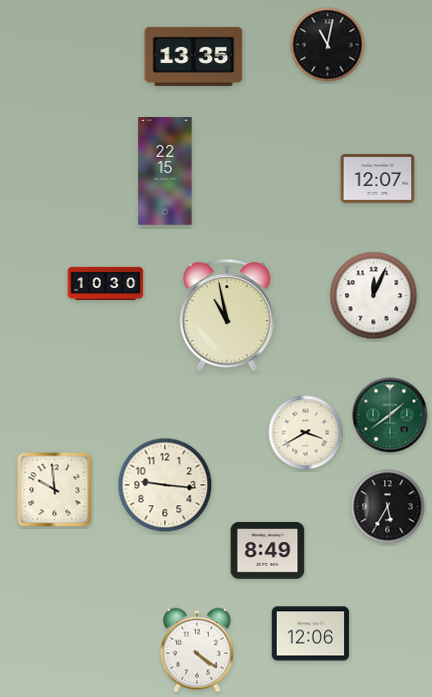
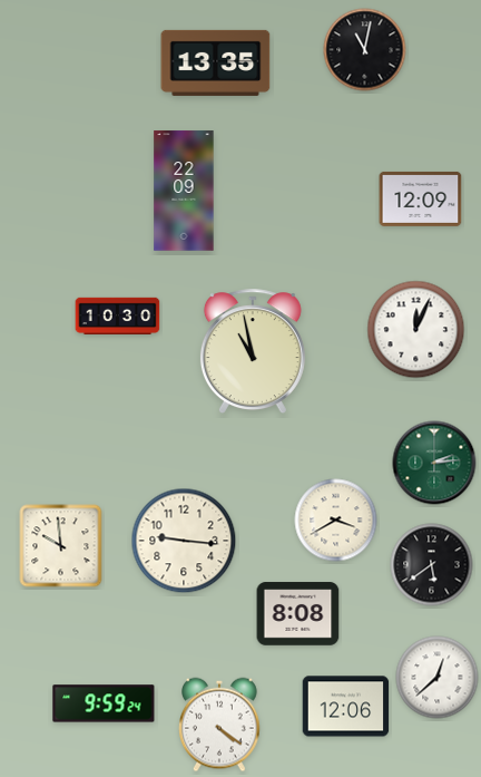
clock at (165, 171): 22:15 -> 22:09
clock at (378, 178): 12:07 -> 12:09
clock at (390, 415): 1:39 -> 2:14
clock at (306, 433) position: (306, 433) -> (336, 521)
clock at (388, 507): 5:35 -> 5:39
clock at (268, 551): 8:49 -> 8:08
clock at (438, 678): none -> 12:38
clock at (104, 703): none -> 9:59
